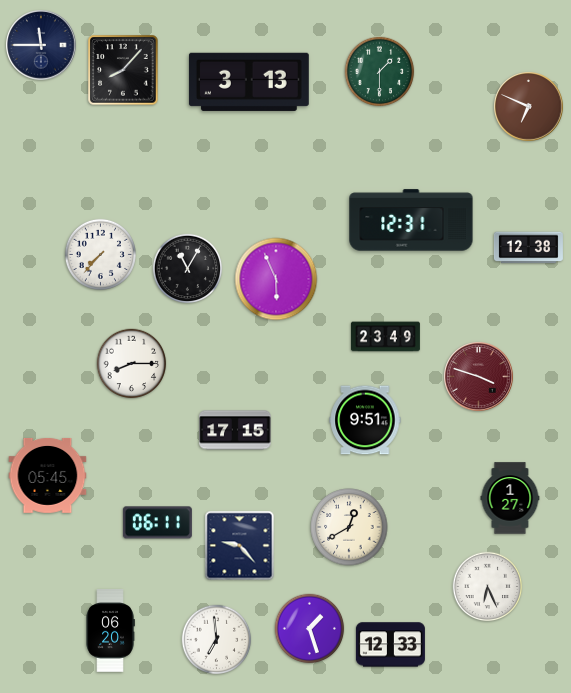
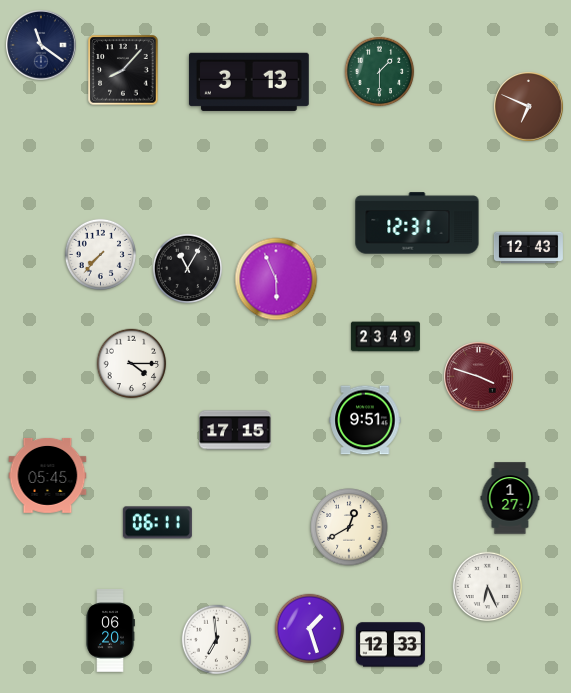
clock at (41, 45): 11:45 -> 11:21
clock at (411, 220) position: (411, 220) -> (417, 223)
clock at (528, 248): 12:38 -> 12:43
clock at (132, 364): 8:15 -> 4:15
clock at (240, 546): 9:23 -> none
